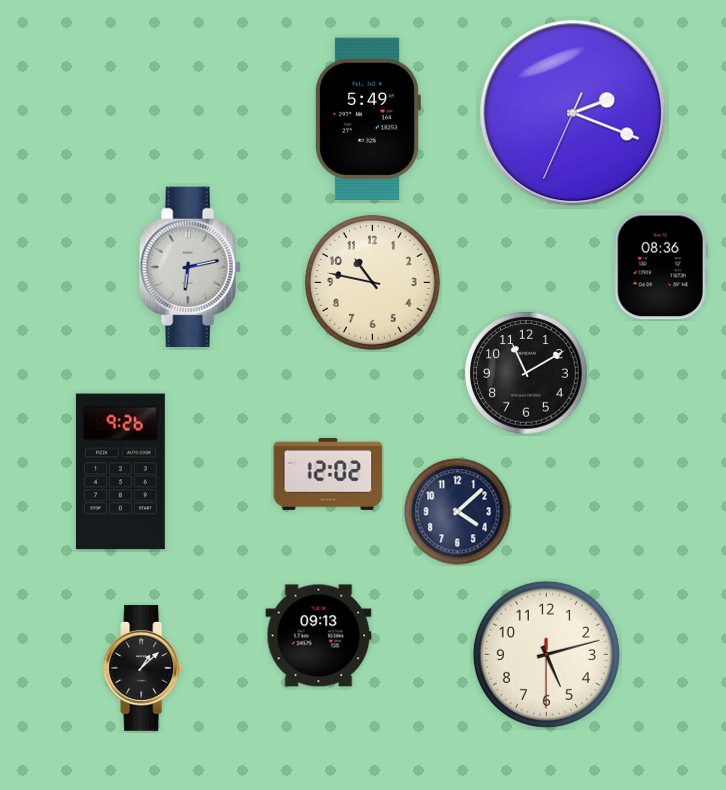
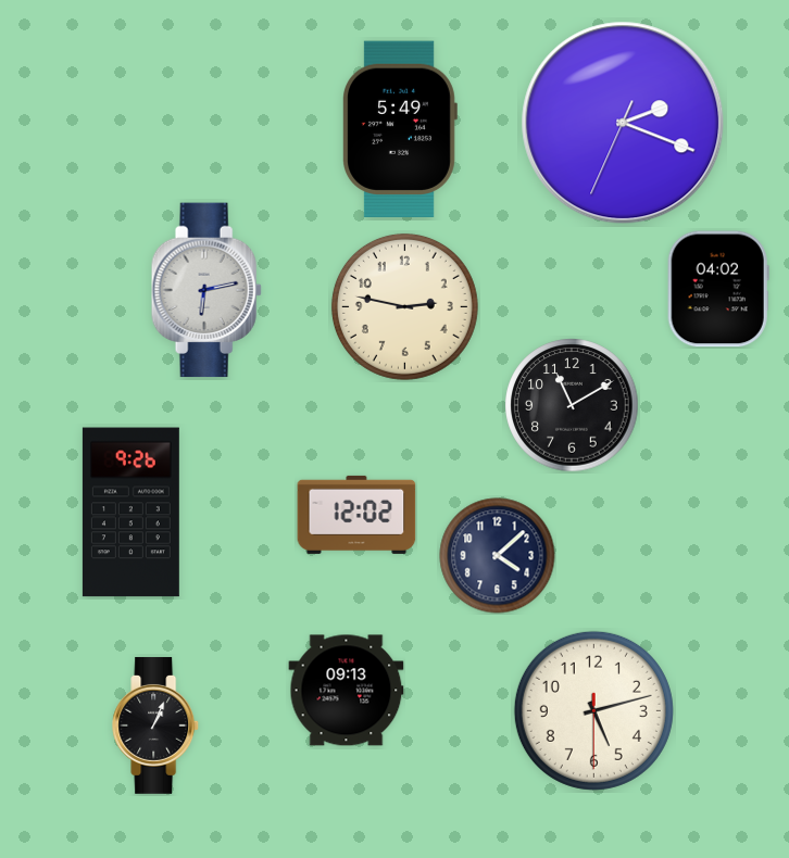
clock at (661, 266): 08:36 -> 04:02
clock at (372, 282): 10:47 -> 2:47
clock at (144, 668): 1:08 -> 1:04
